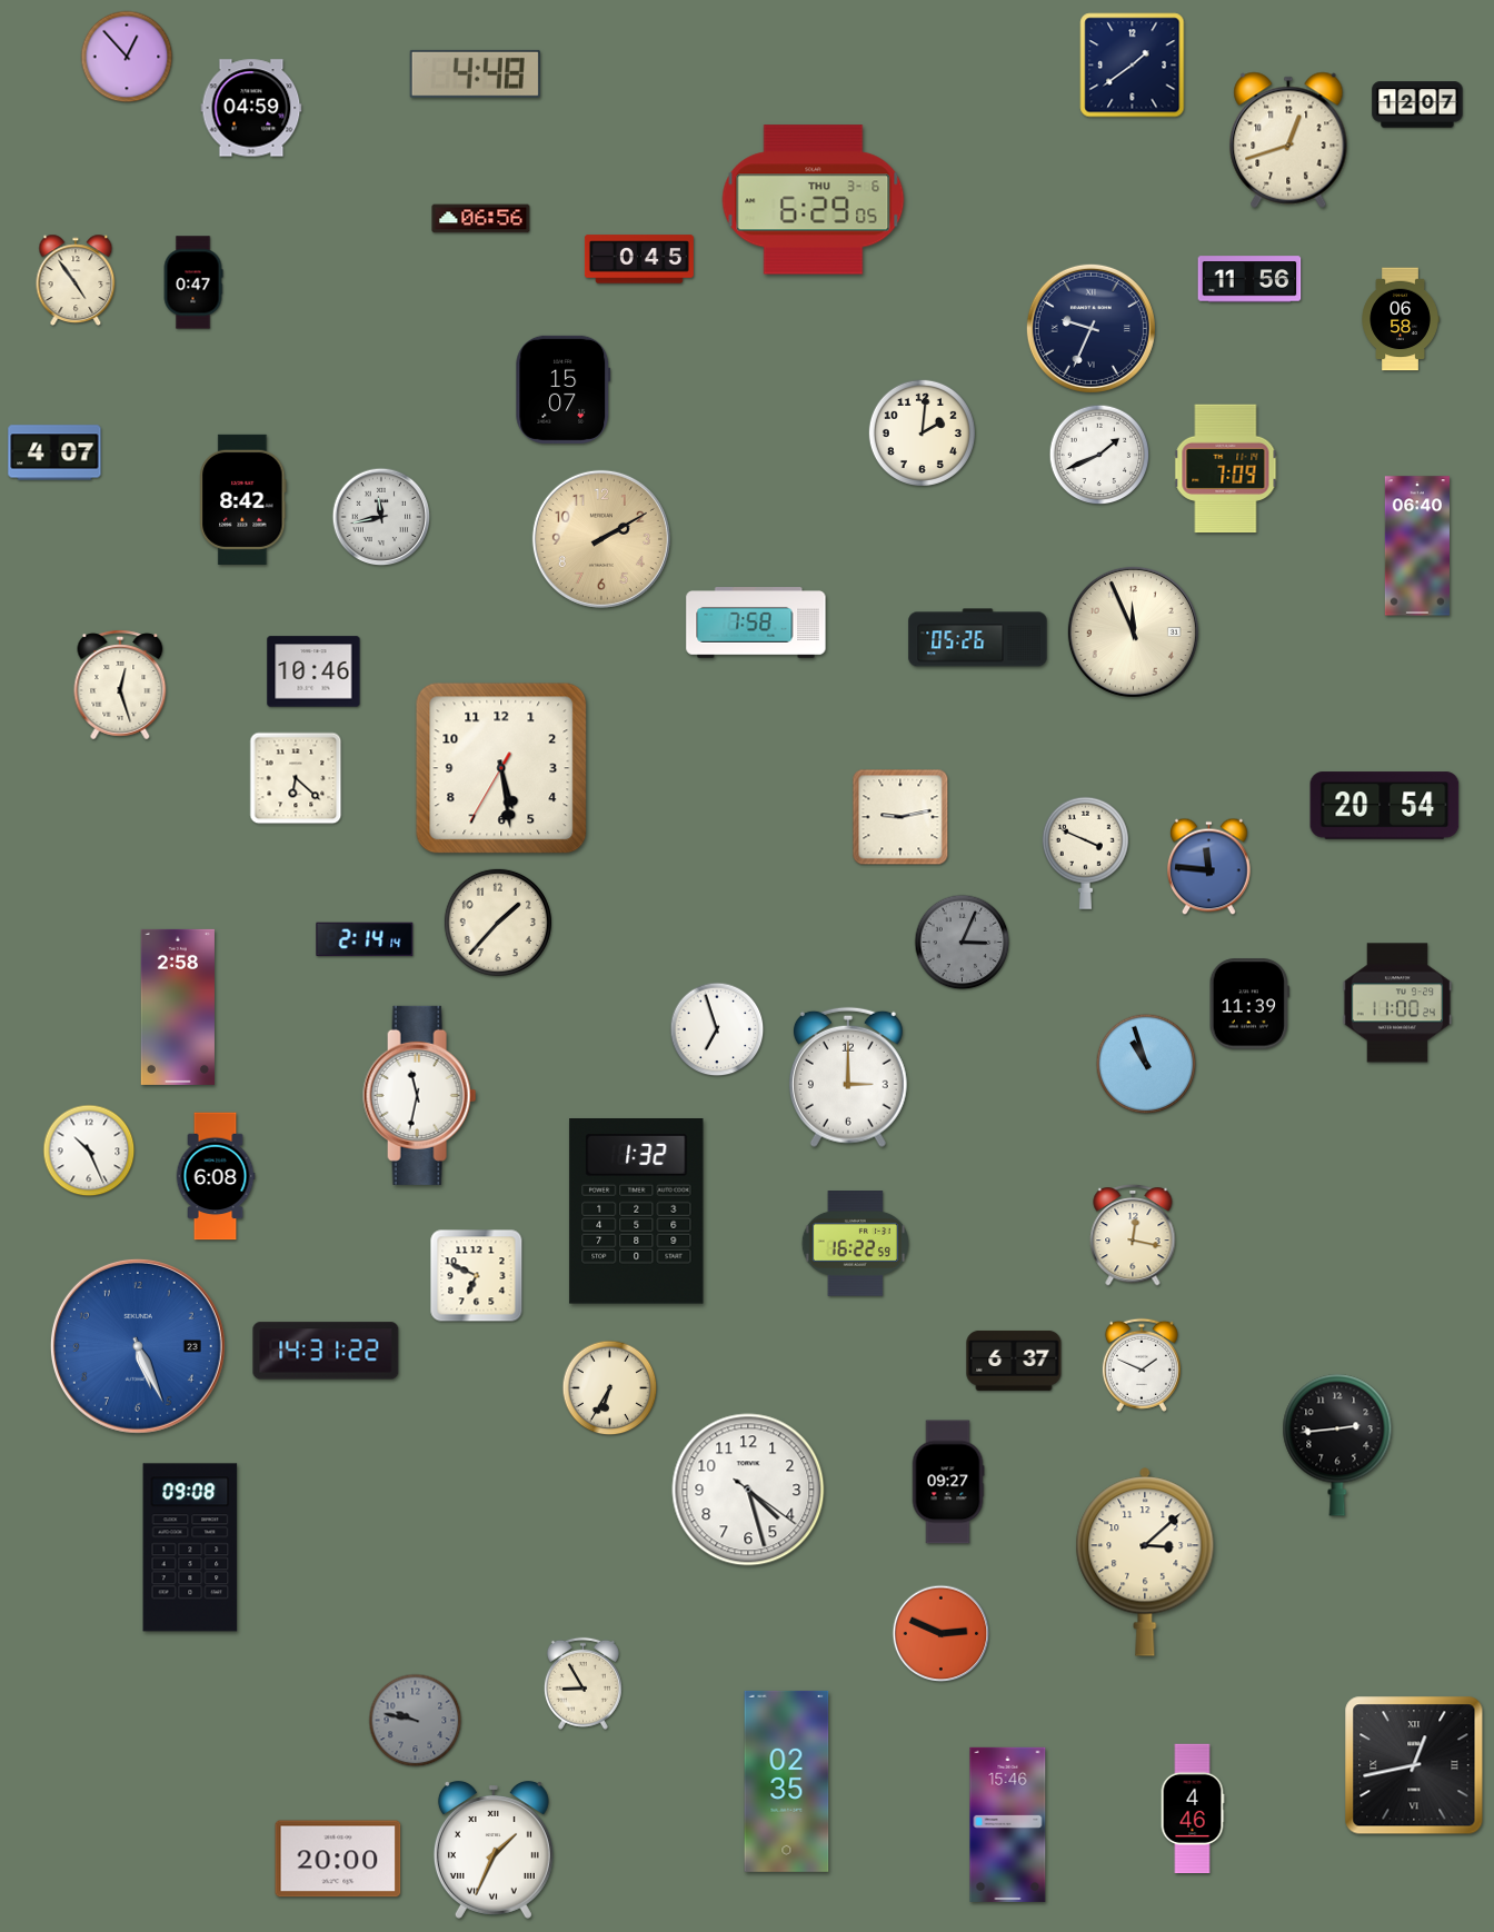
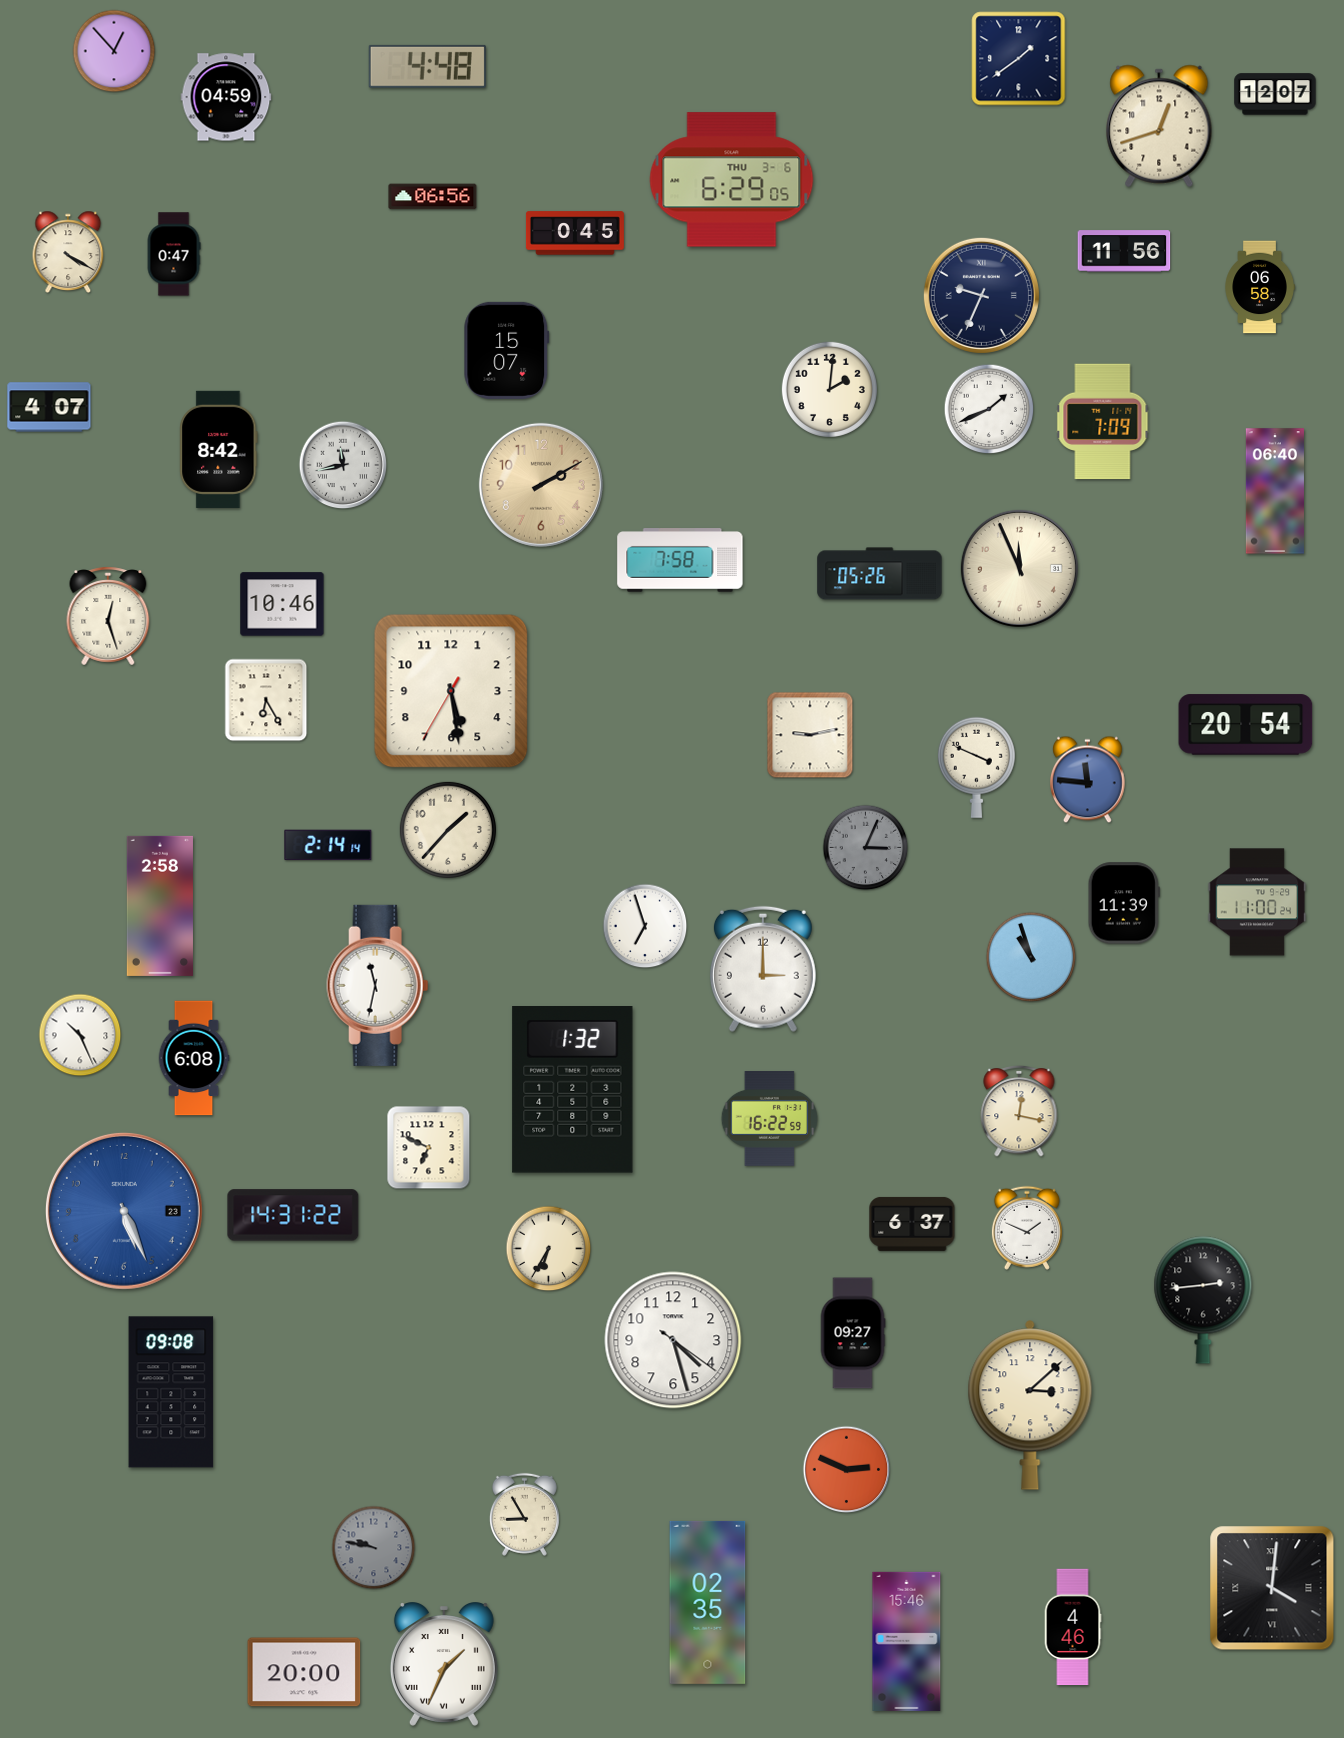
clock at (76, 280): 4:54 -> 4:20
clock at (296, 778): 6:22 -> 6:25
clock at (1414, 1765): 12:43 -> 4:01
